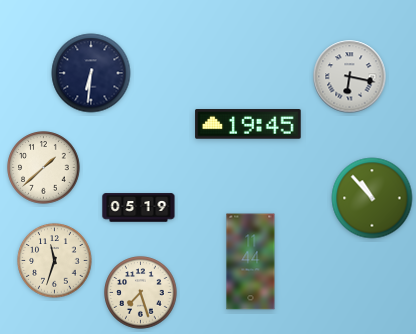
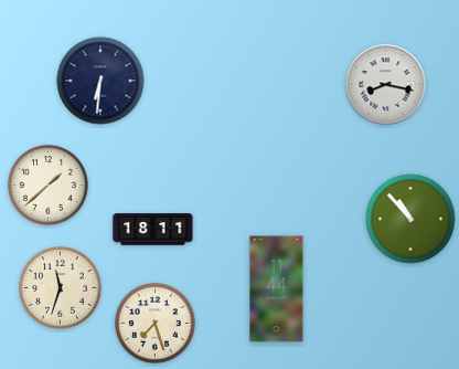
clock at (350, 77): 6:17 -> 8:17
clock at (248, 124): 19:45 -> none
clock at (139, 208): 05:19 -> 18:11
